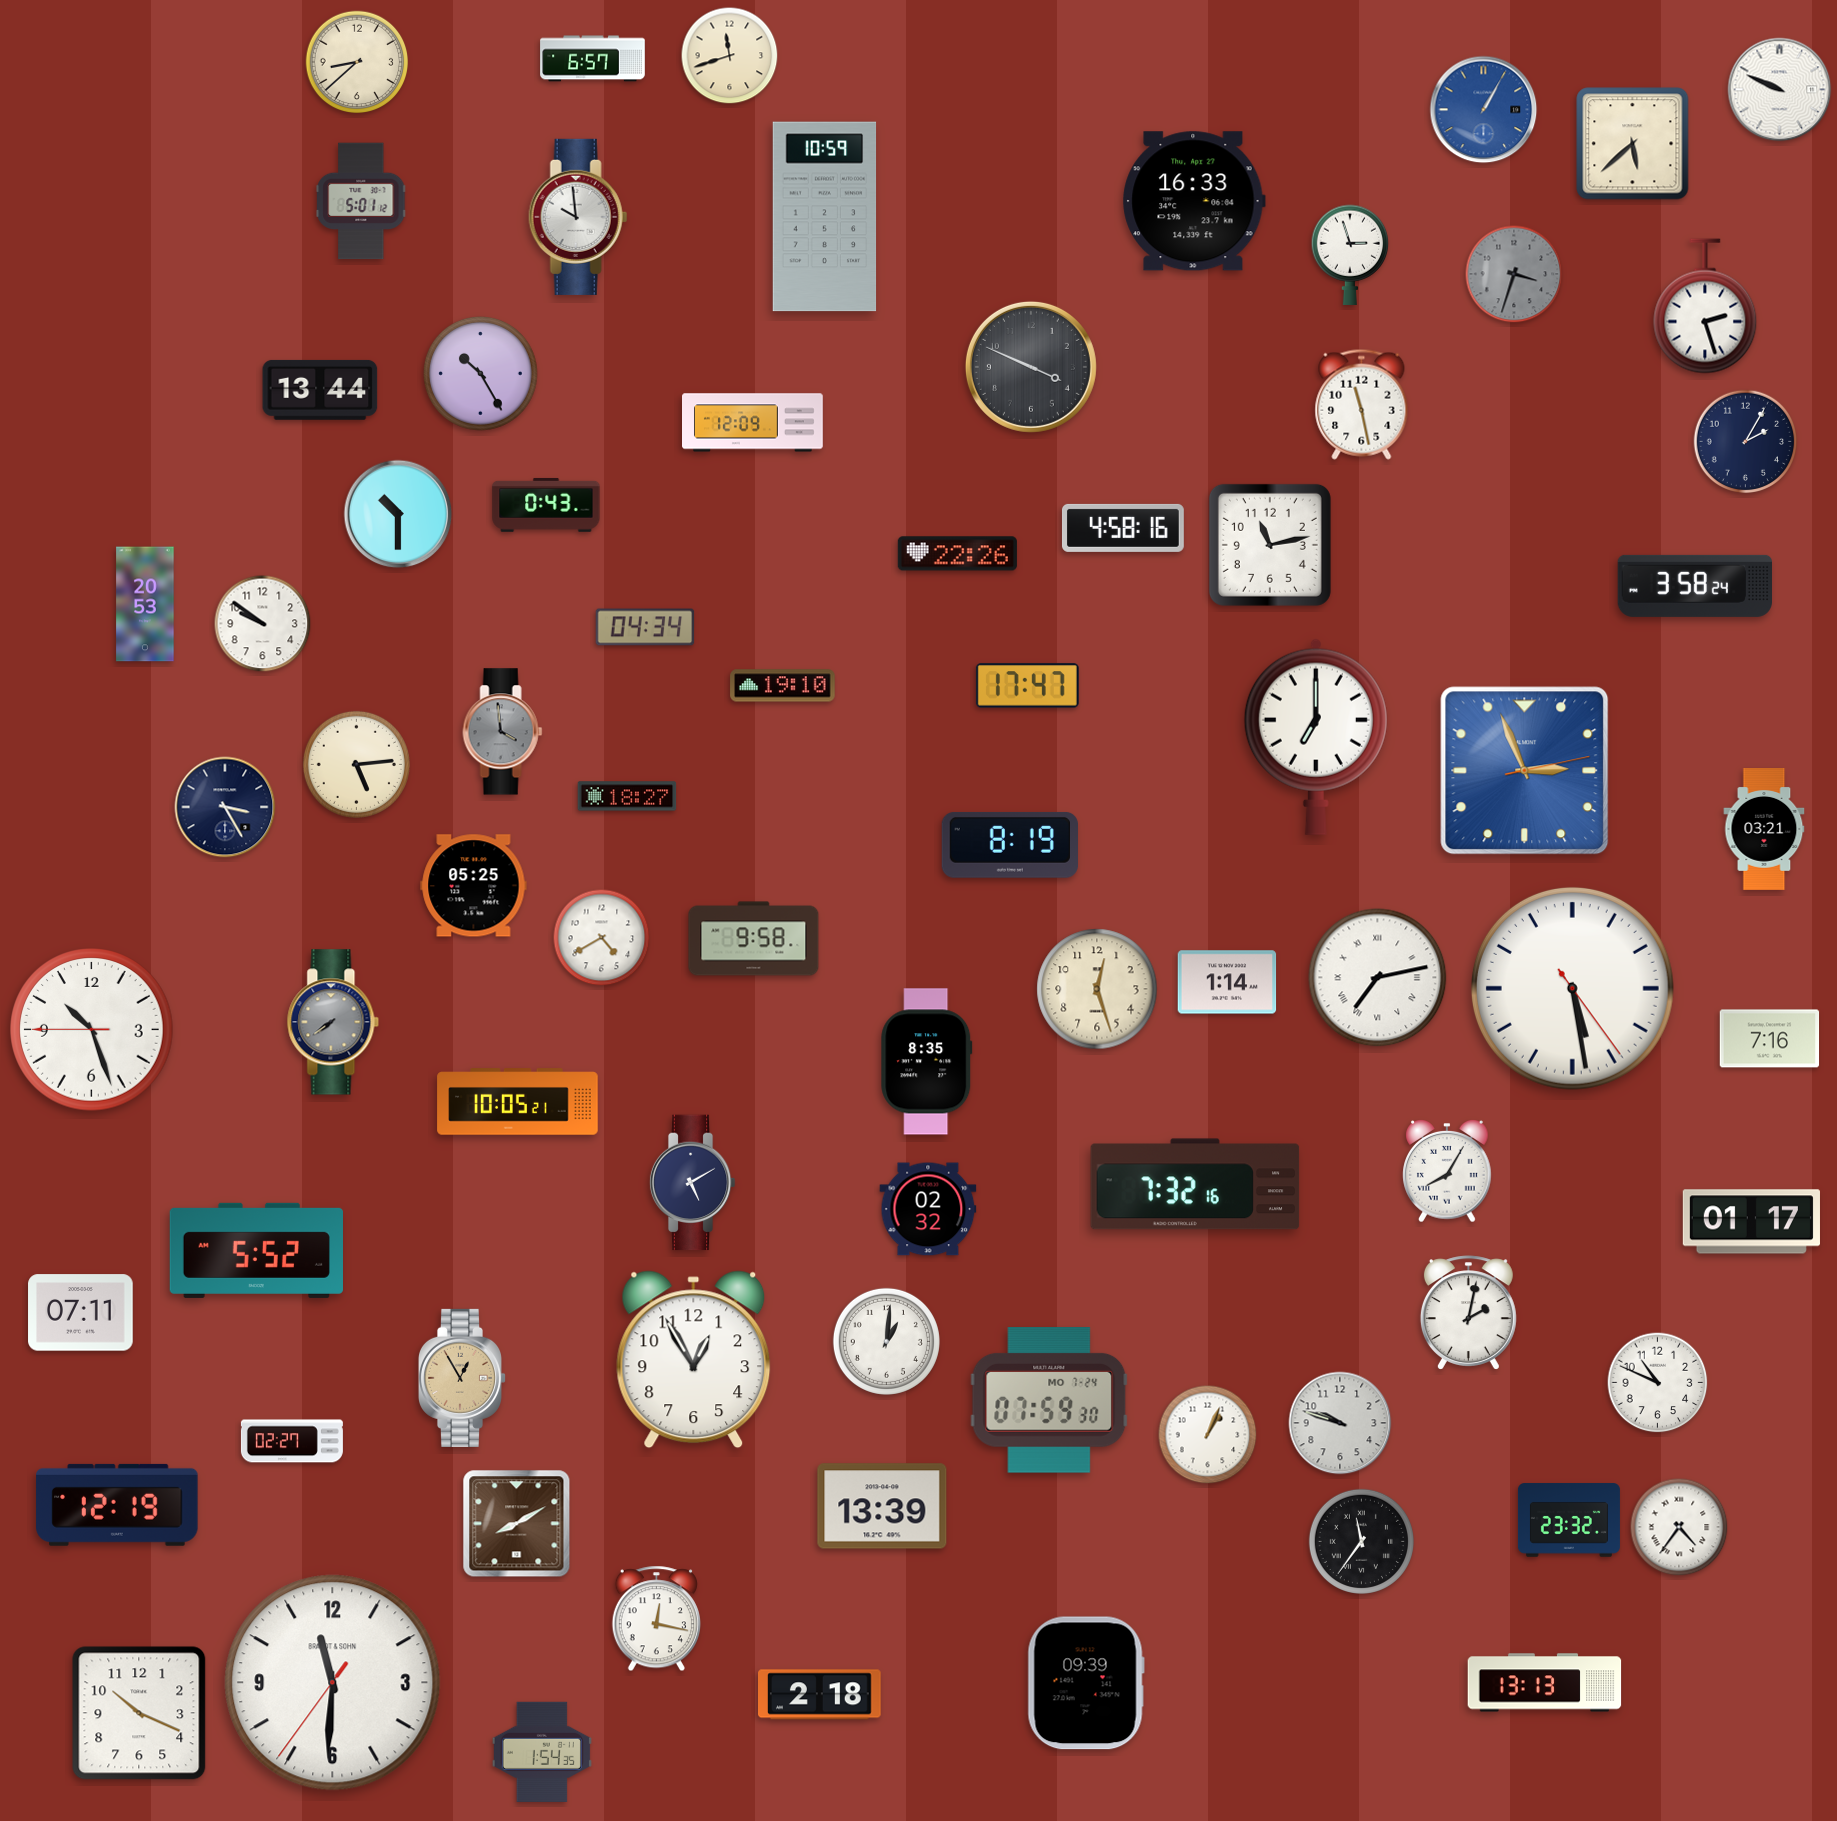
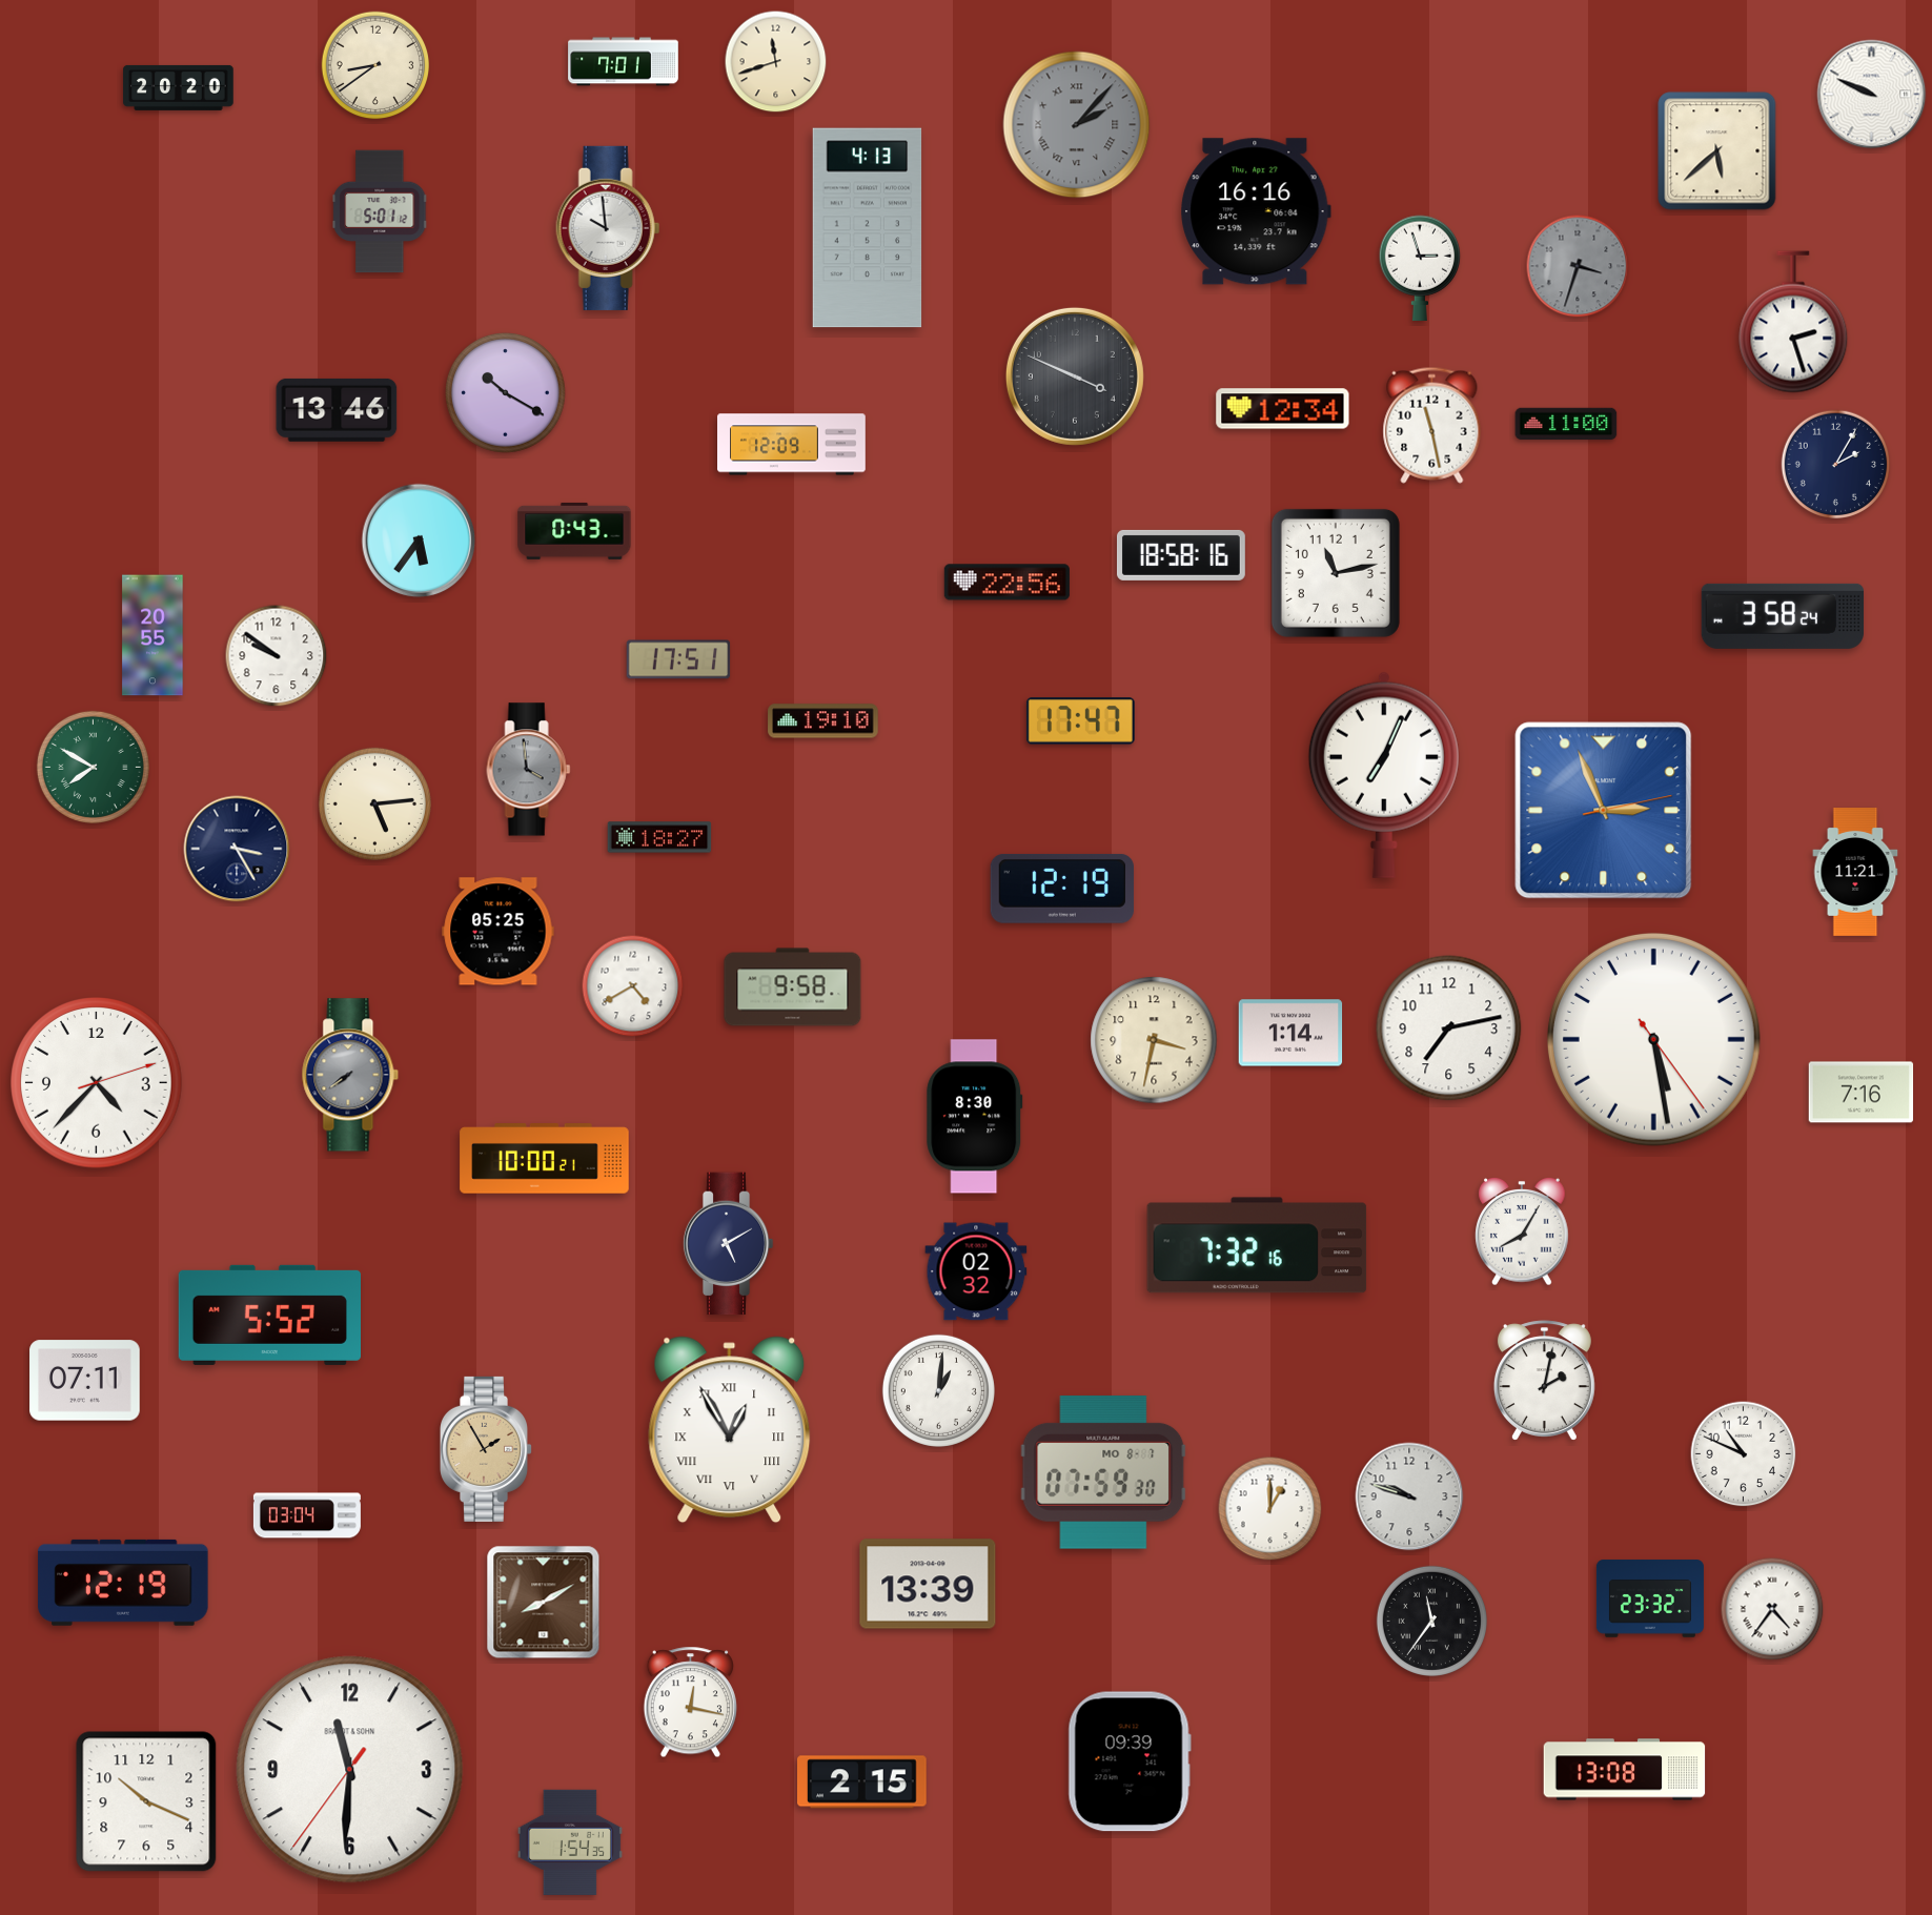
clock at (730, 56) position: (730, 56) -> (776, 62)
clock at (593, 59): 6:57 -> 7:01
clock at (357, 62): 8:38 -> 8:39
clock at (179, 87): none -> 20:20
clock at (1484, 110): 1:05 -> none
clock at (1077, 125): none -> 2:07
clock at (1194, 201): 16:33 -> 16:16
clock at (825, 217): 10:59 -> 4:13
clock at (1514, 274) position: (1514, 274) -> (1578, 266)
clock at (1031, 367) position: (1031, 367) -> (1075, 376)
clock at (481, 374): 10:25 -> 10:20
clock at (1283, 409): none -> 12:34
clock at (320, 390): 13:44 -> 13:46
clock at (1566, 424): none -> 11:00
clock at (398, 514): 10:30 -> 5:36
clock at (1123, 528): 4:58 -> 18:58
clock at (957, 554): 22:26 -> 22:56
clock at (145, 604): 20:53 -> 20:55
clock at (645, 627): 04:34 -> 17:51
clock at (93, 767): none -> 7:50
clock at (1316, 737): 7:00 -> 7:04
clock at (1764, 830): 03:21 -> 11:21
clock at (1010, 845): 8:19 -> 12:19
clock at (1378, 978) numerals: Roman -> Arabic
clock at (1097, 989): 12:27 -> 3:32
clock at (92, 1030): 10:26 -> 4:37
clock at (927, 1062): 8:35 -> 8:30
clock at (518, 1102): 10:05 -> 10:00
clock at (1751, 1222): 01:17 -> none
clock at (886, 1341) position: (886, 1341) -> (938, 1390)
clock at (694, 1360) numerals: Arabic -> Roman
clock at (461, 1378): 12:55 -> 1:55
clock at (1049, 1400) date: MO 7-24 -> MO 8-7
clock at (1208, 1435): 1:04 -> 1:00
clock at (292, 1441): 02:27 -> 03:04
clock at (1679, 1527) position: (1679, 1527) -> (1772, 1609)
clock at (1086, 1683) position: (1086, 1683) -> (1130, 1761)
clock at (1545, 1683): 13:13 -> 13:08
clock at (820, 1695): 2:18 -> 2:15
